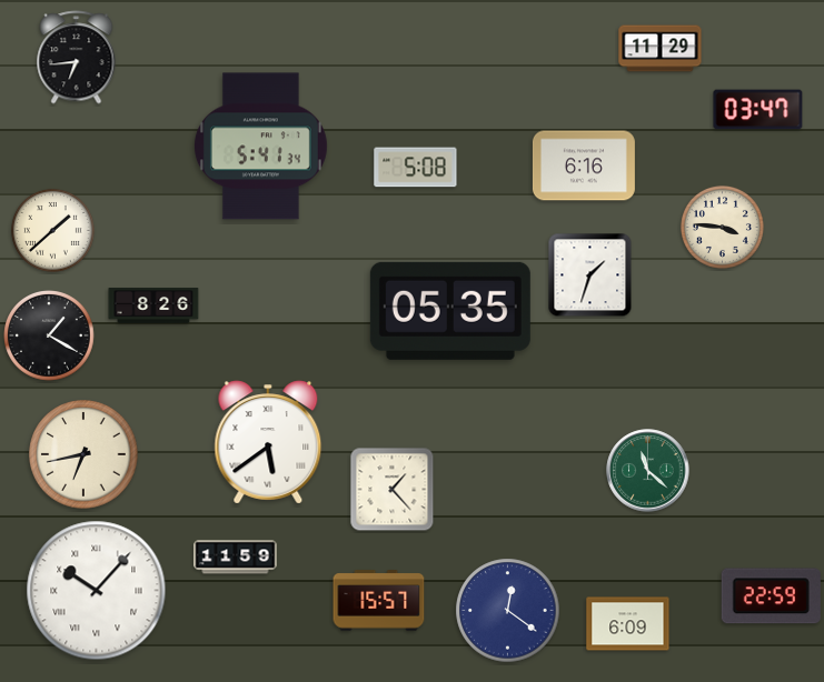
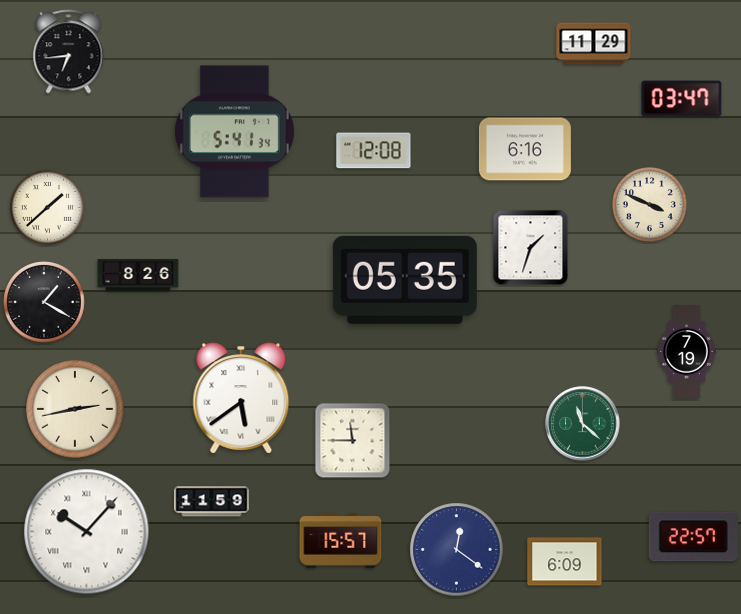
clock at (416, 168): 5:08 -> 12:08
clock at (722, 227): 3:46 -> 3:49
clock at (686, 352): none -> 7:19
clock at (83, 454): 6:43 -> 2:43
clock at (393, 490): 1:23 -> 11:45
clock at (771, 596): 22:59 -> 22:57
